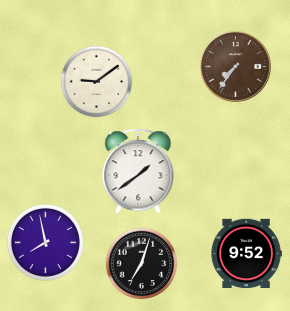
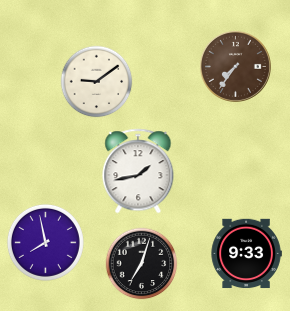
clock at (138, 171): 1:39 -> 1:43
clock at (246, 254): 9:52 -> 9:33
